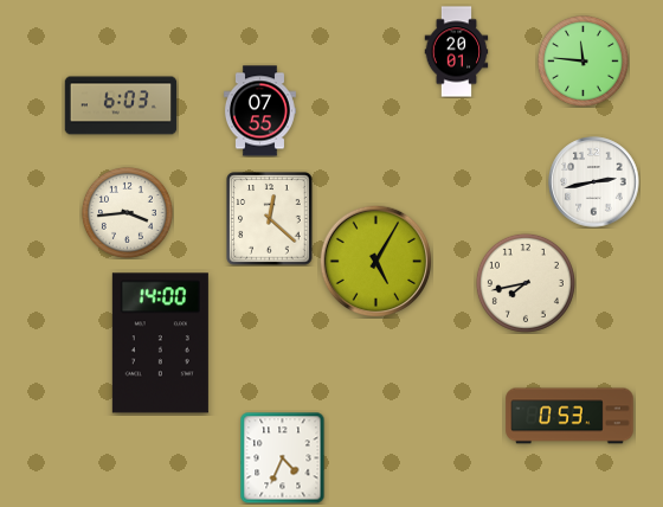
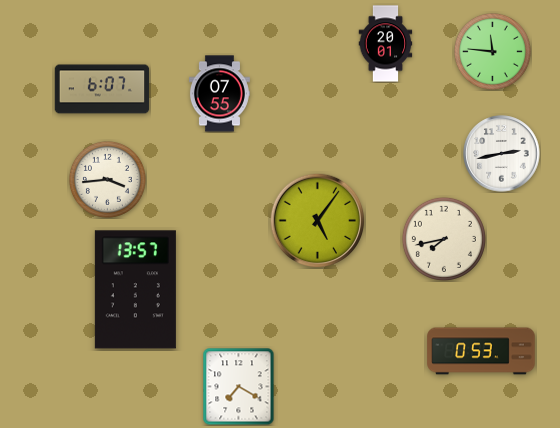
clock at (121, 105): 6:03 -> 6:07
clock at (270, 219): 12:22 -> none
clock at (375, 261): 5:05 -> 5:06
clock at (160, 344): 14:00 -> 13:57
clock at (283, 457): 4:34 -> 7:20
